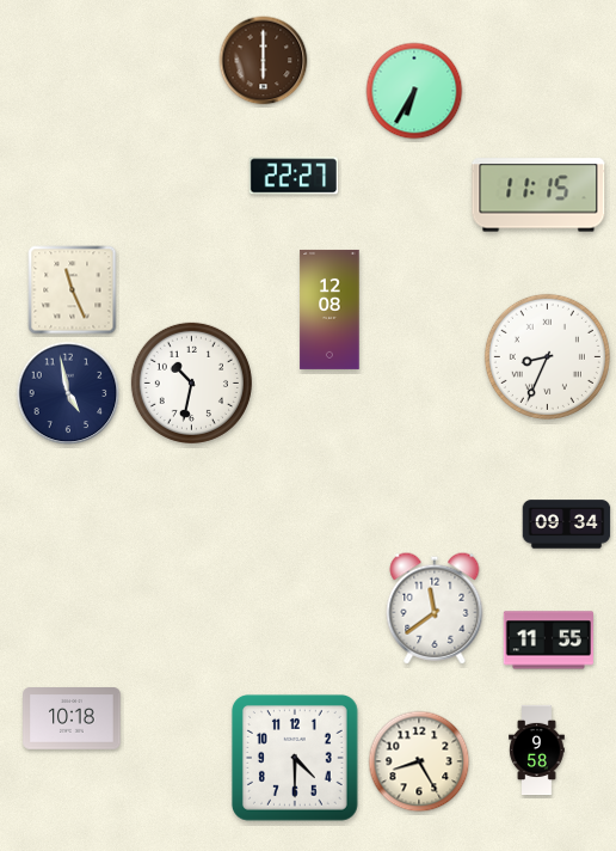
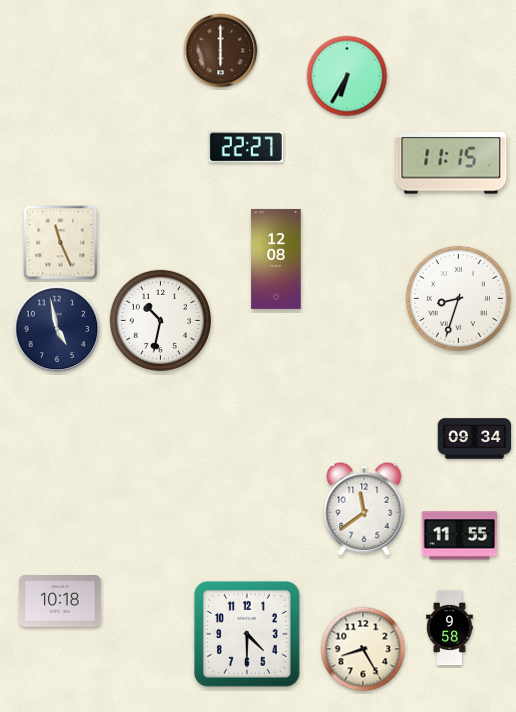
clock at (547, 356): 8:34 -> 8:33
clock at (419, 761) position: (419, 761) -> (363, 649)
